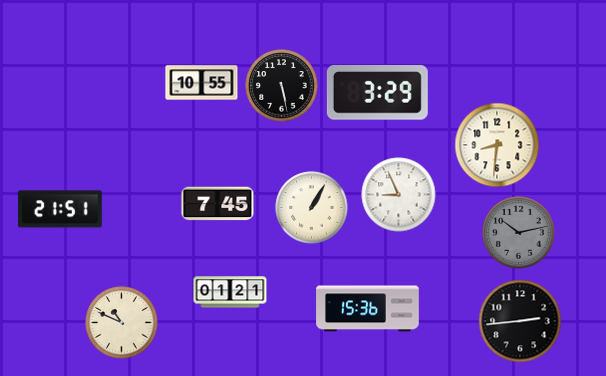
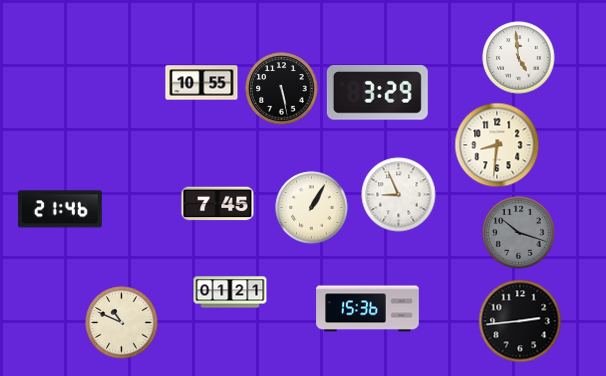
clock at (519, 58): none -> 4:59
clock at (282, 86) position: (282, 86) -> (282, 89)
clock at (60, 209): 21:51 -> 21:46
clock at (519, 233): 10:13 -> 10:18
